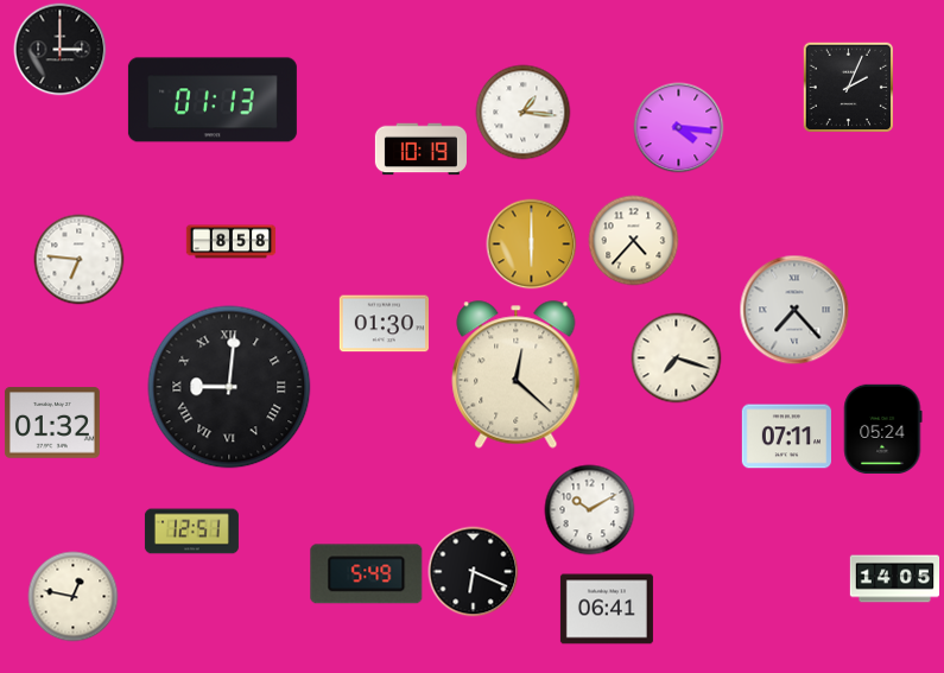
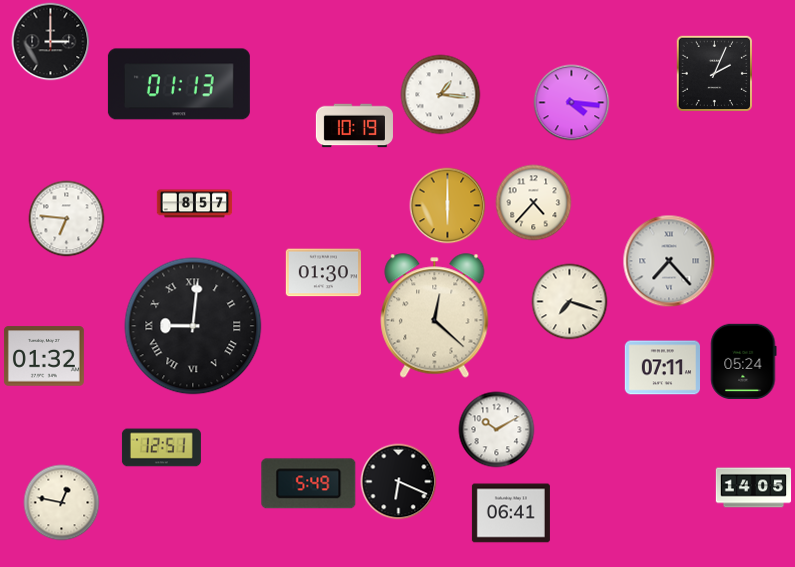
clock at (679, 128) position: (679, 128) -> (572, 103)
clock at (232, 242): 8:58 -> 8:57
